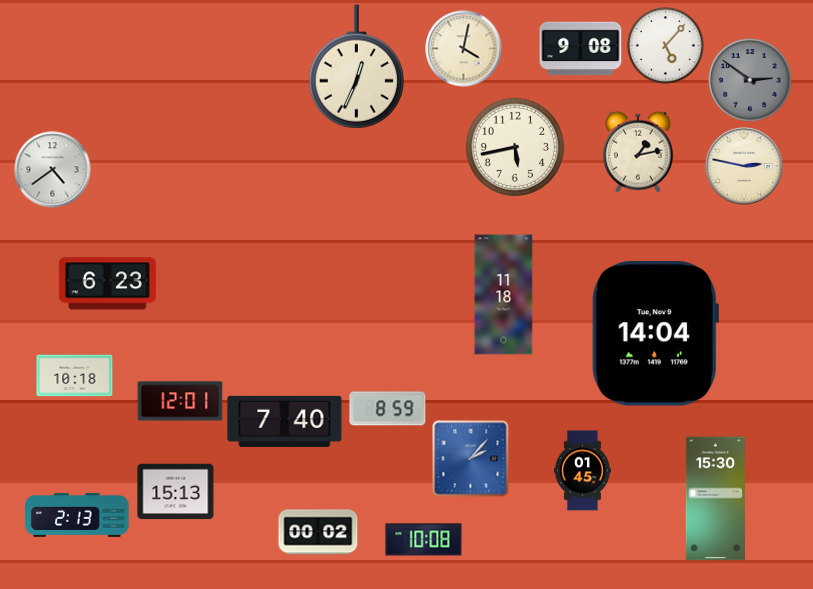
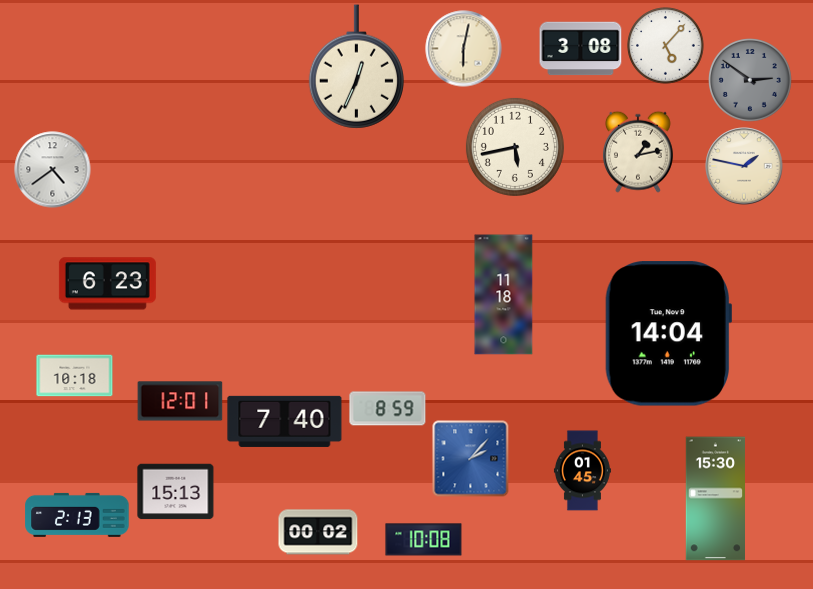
clock at (464, 49): 4:02 -> 6:02
clock at (581, 49): 9:08 -> 3:08
clock at (744, 166): 2:47 -> 1:47
clock at (655, 334) position: (655, 334) -> (668, 334)
